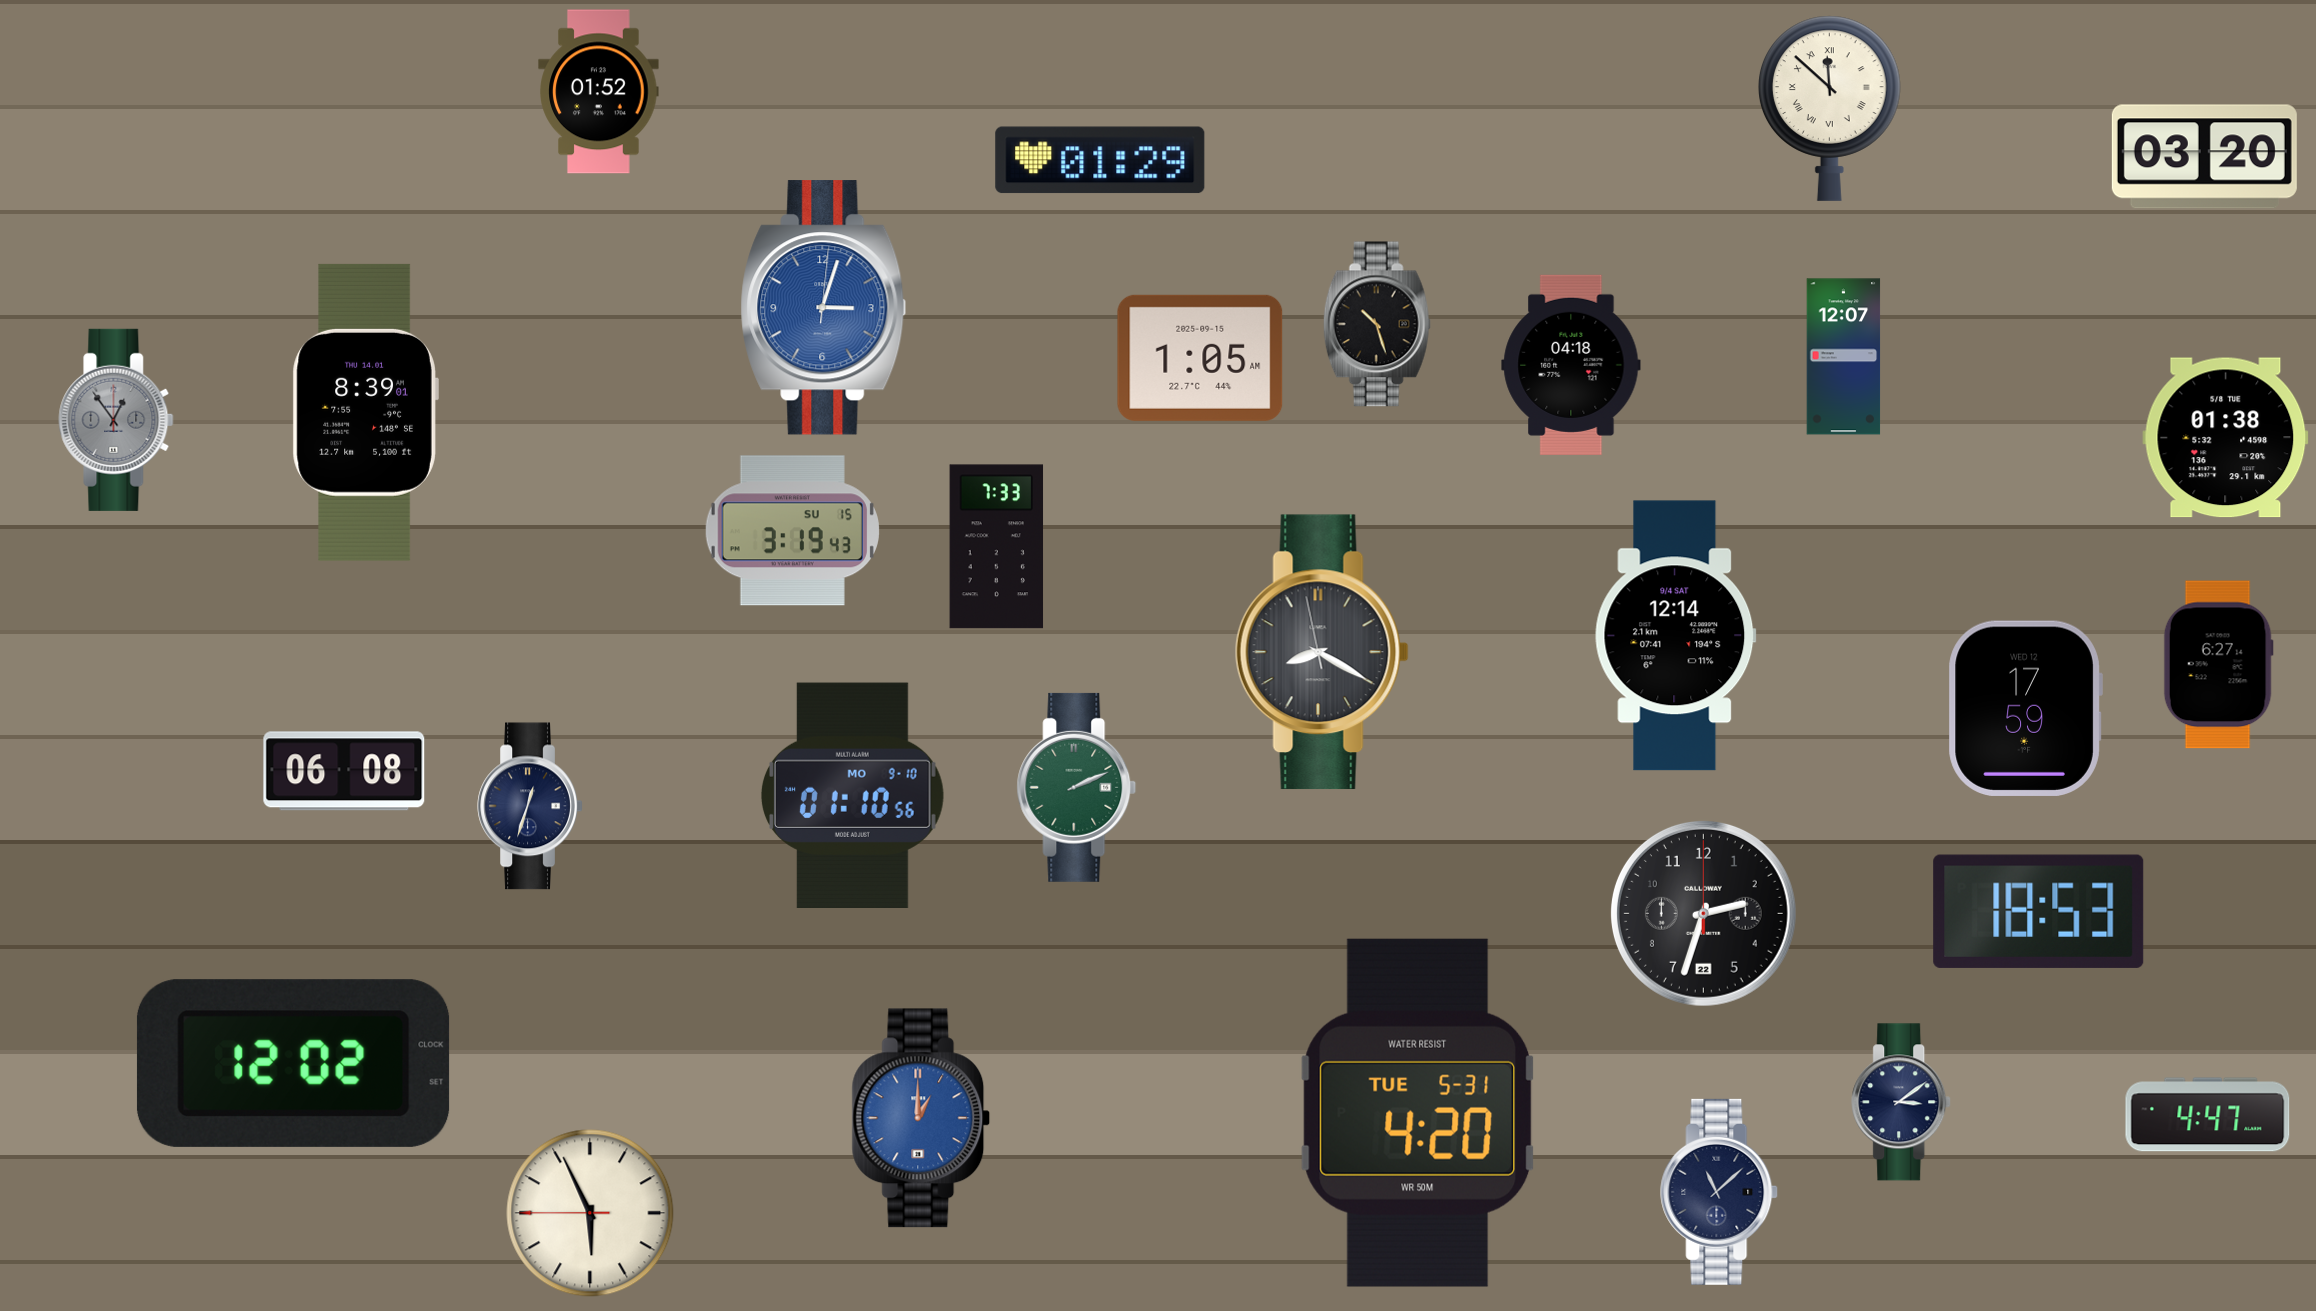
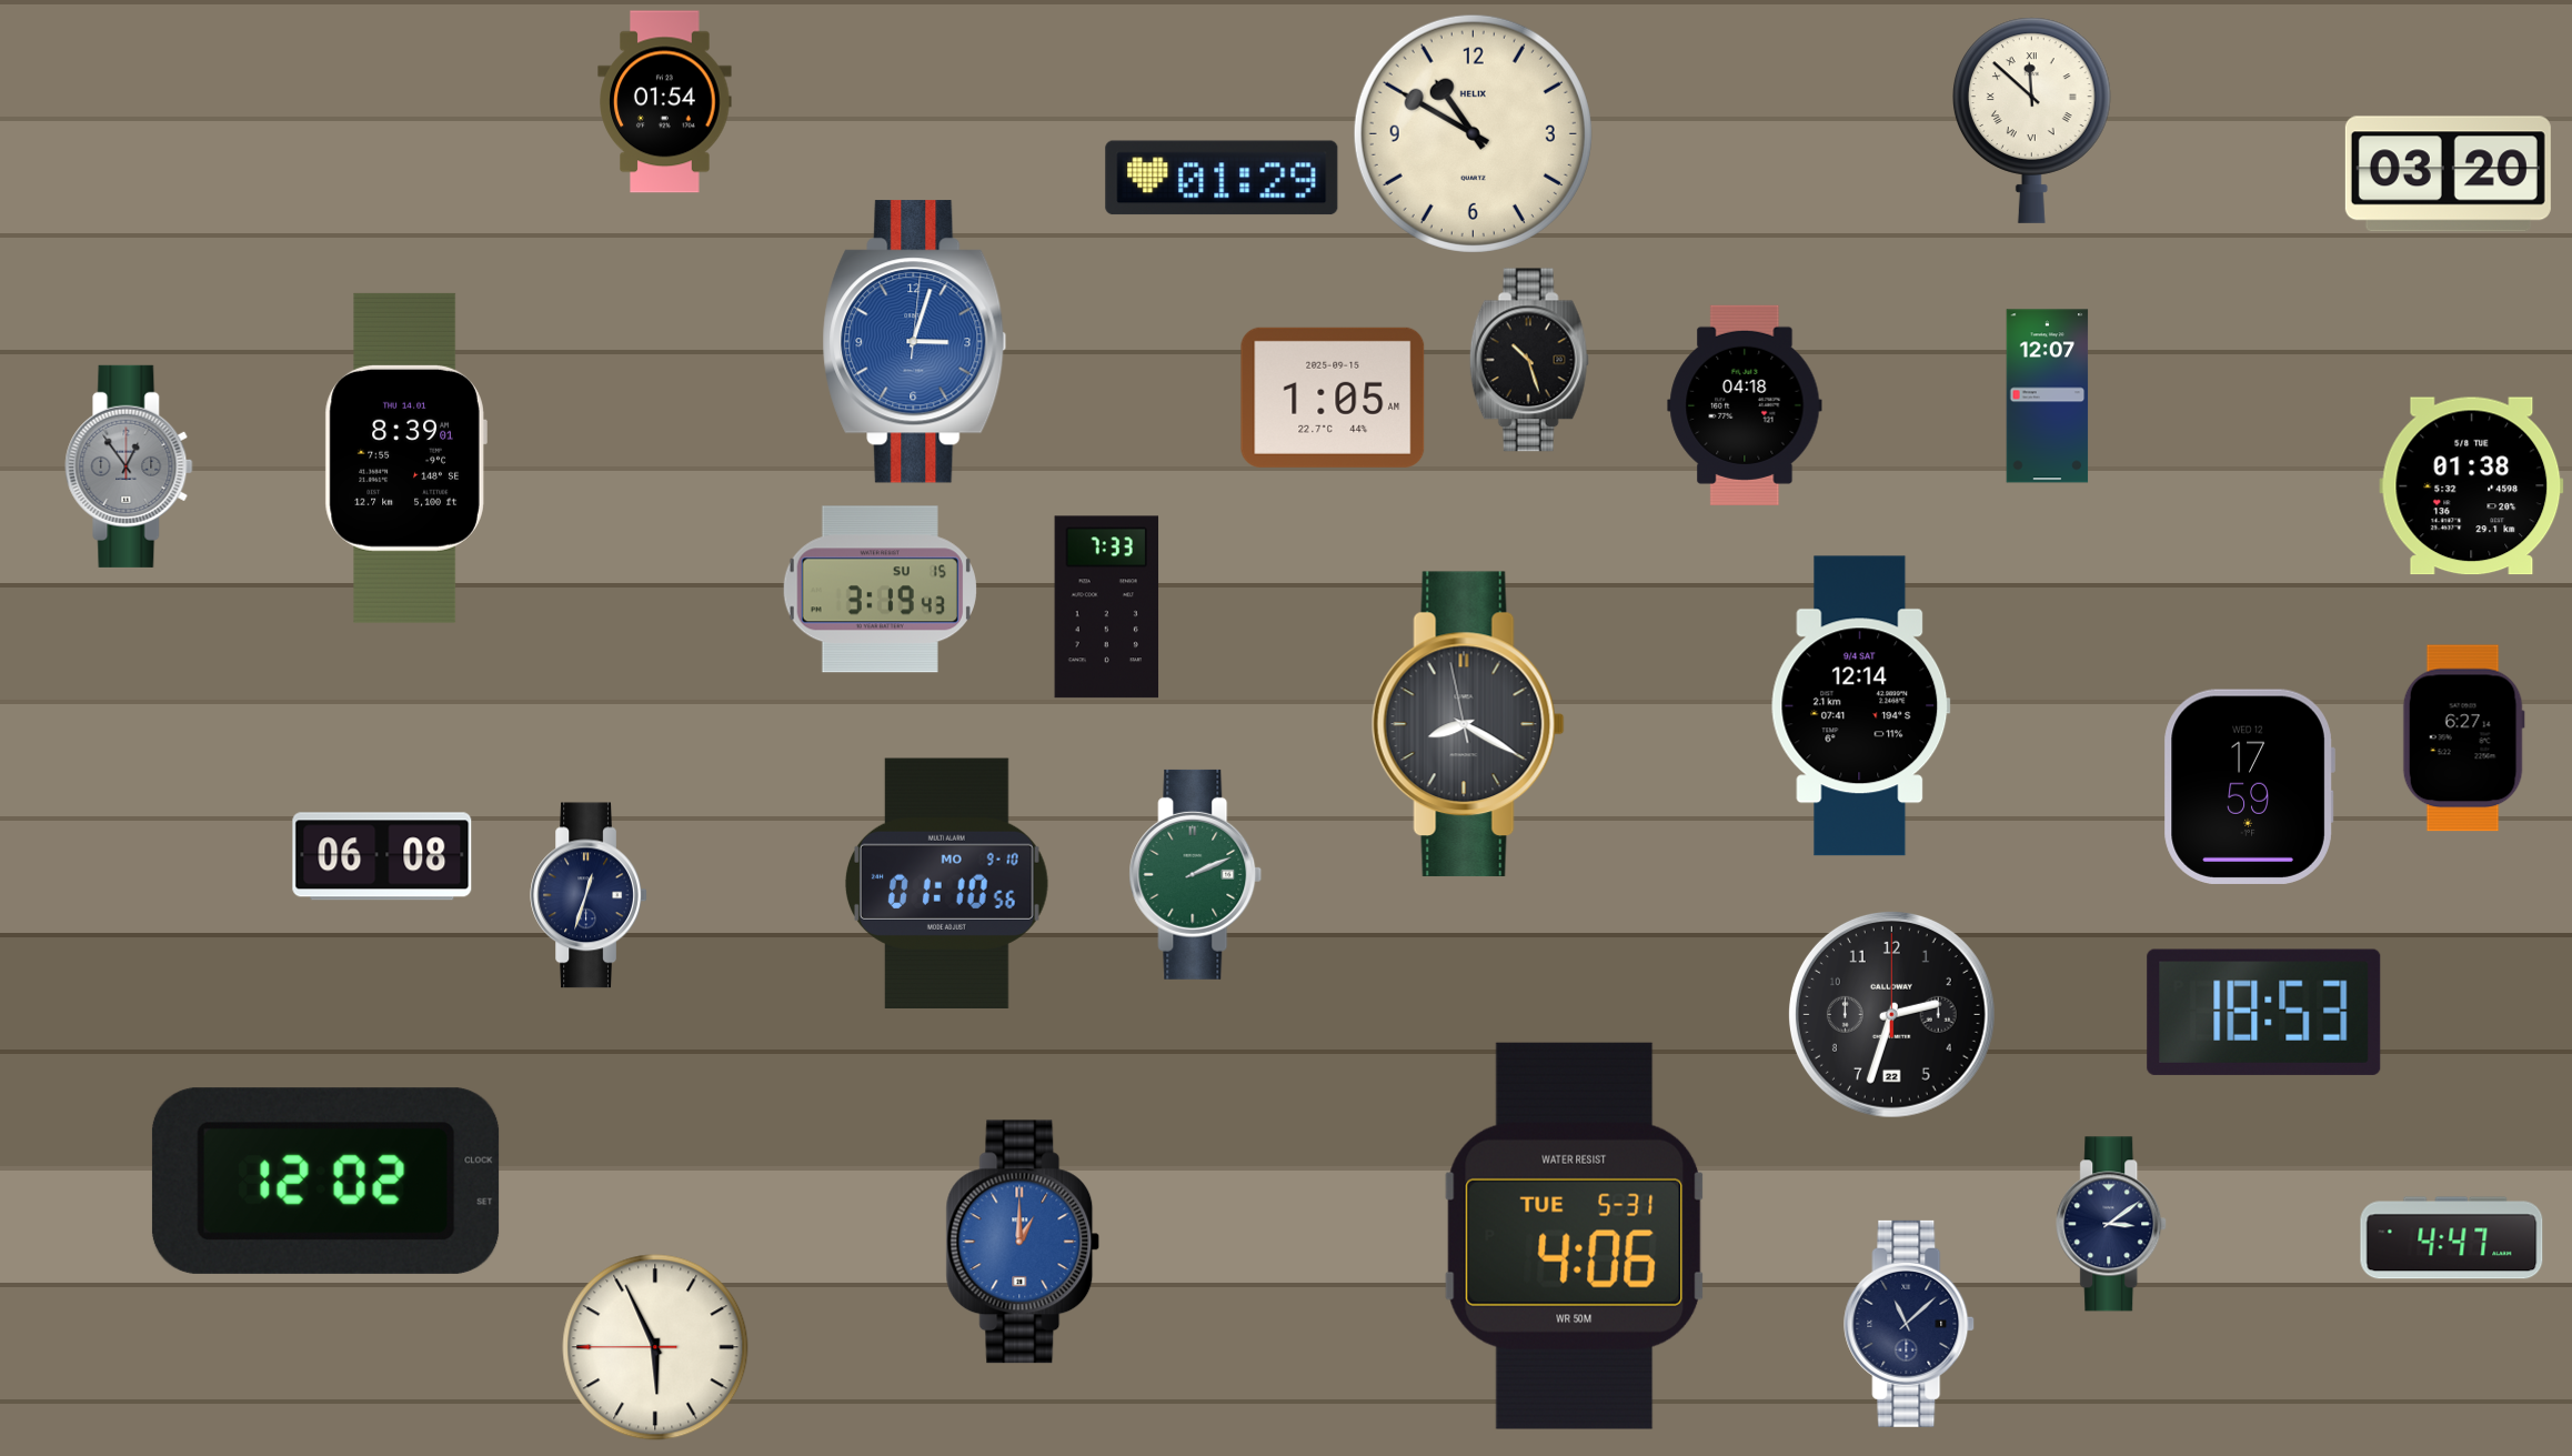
clock at (599, 92): 01:52 -> 01:54
clock at (1473, 133): none -> 10:50
clock at (1418, 1113): 4:20 -> 4:06
